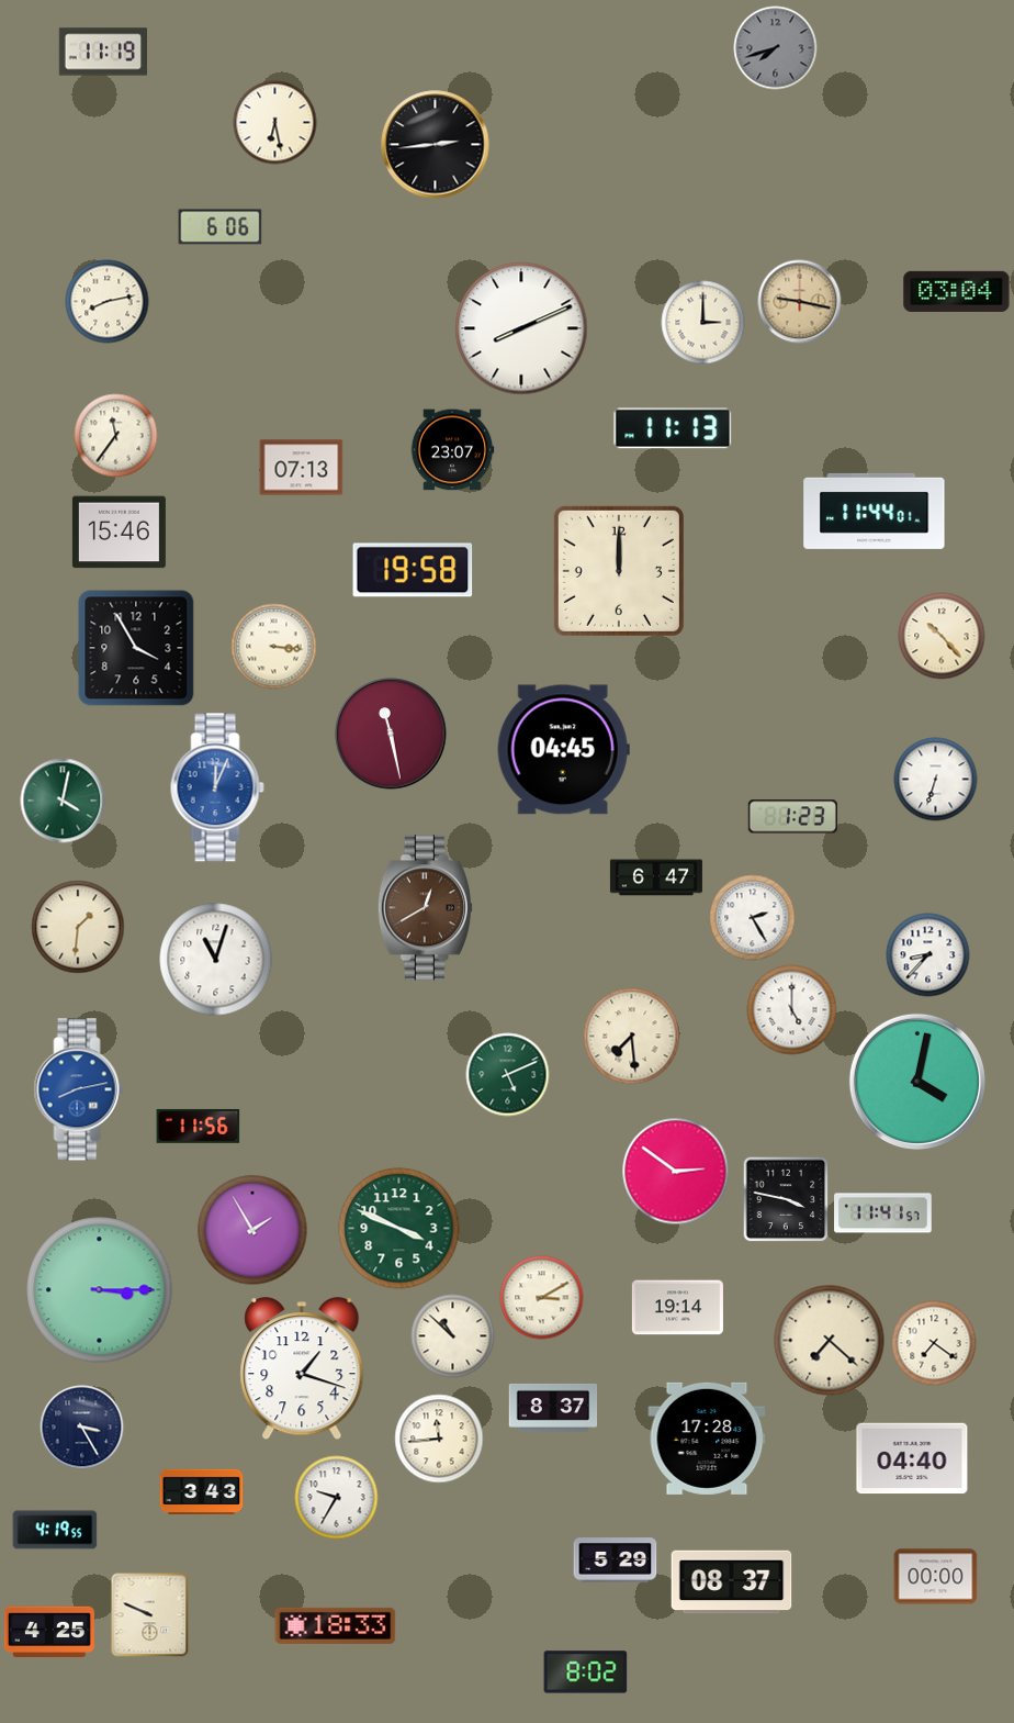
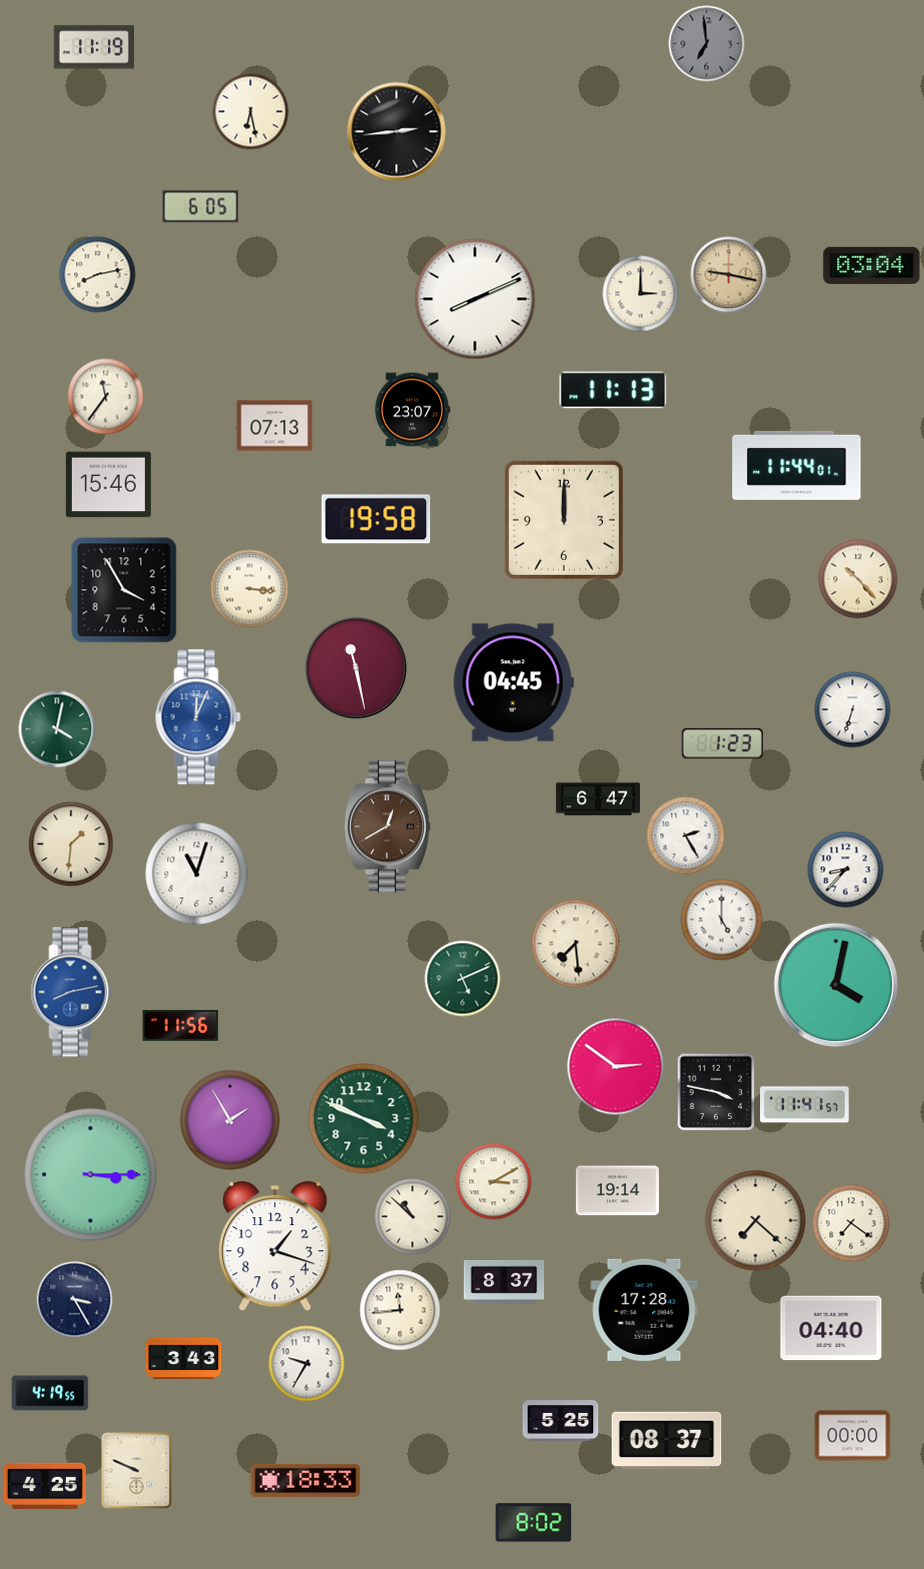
clock at (776, 48): 7:42 -> 6:59
clock at (221, 227): 6:06 -> 6:05
clock at (616, 1560): 5:29 -> 5:25
